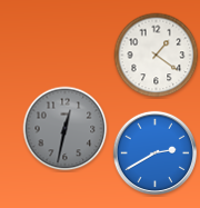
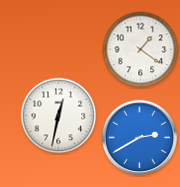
clock at (66, 129) dial: grey -> white
